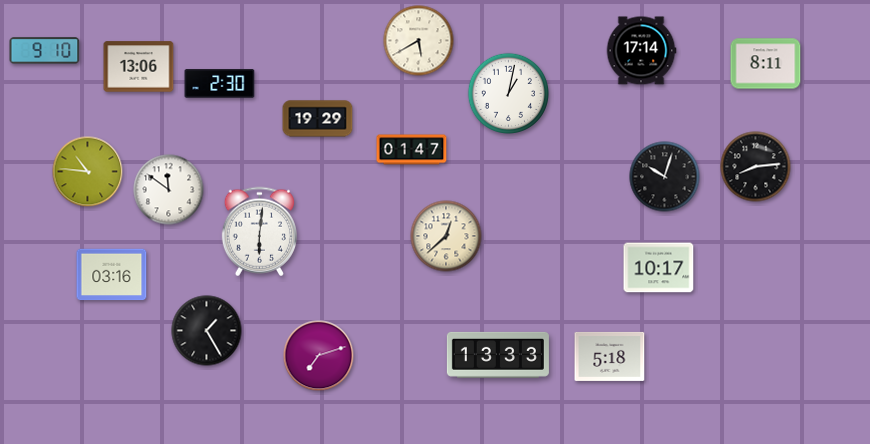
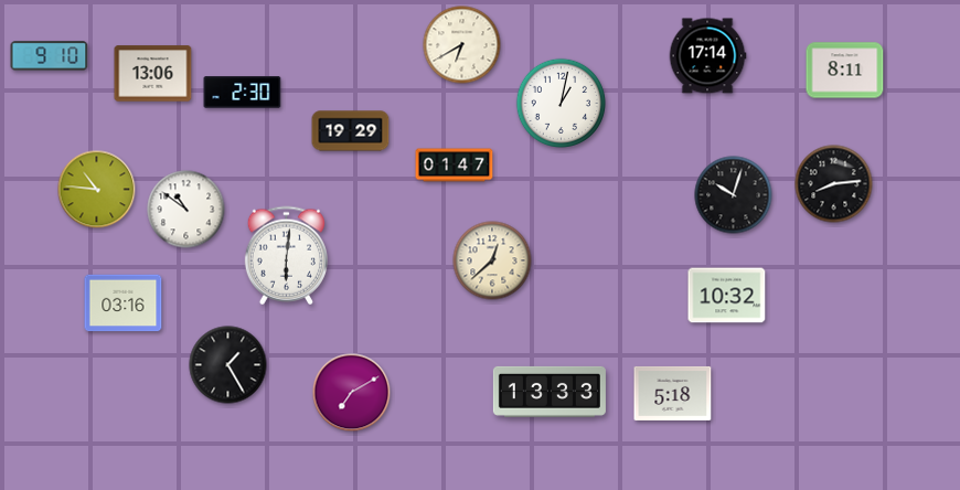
clock at (419, 41): 5:40 -> 6:40
clock at (169, 190): 11:51 -> 10:51
clock at (659, 268): 10:17 -> 10:32
clock at (319, 356): 7:12 -> 7:10
